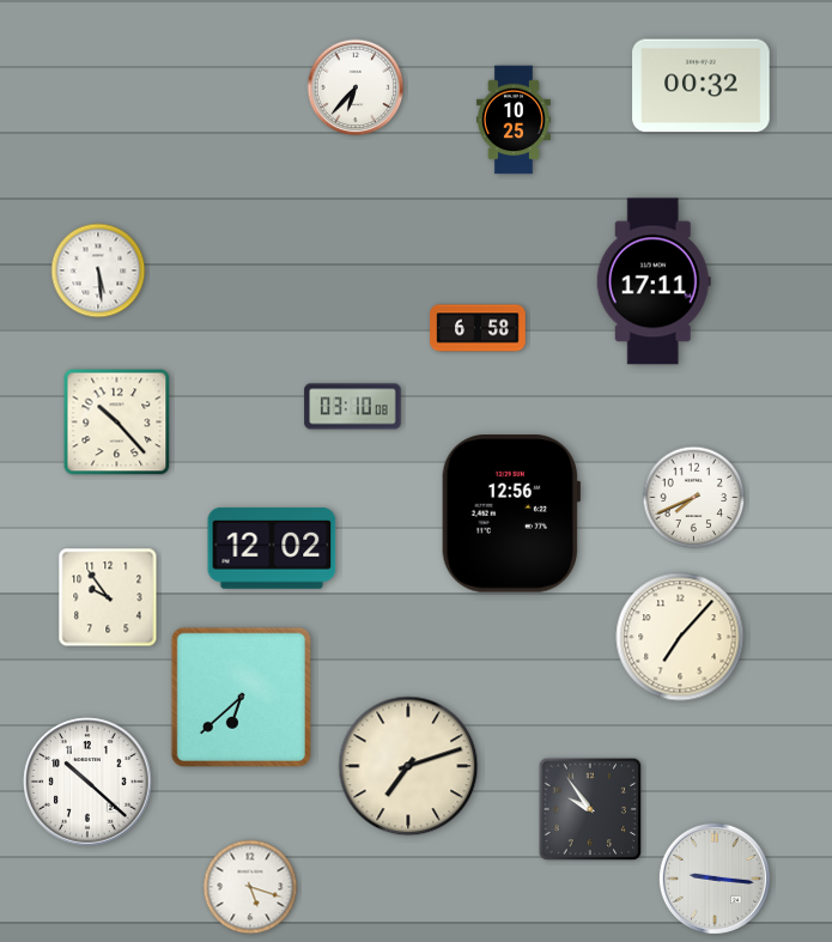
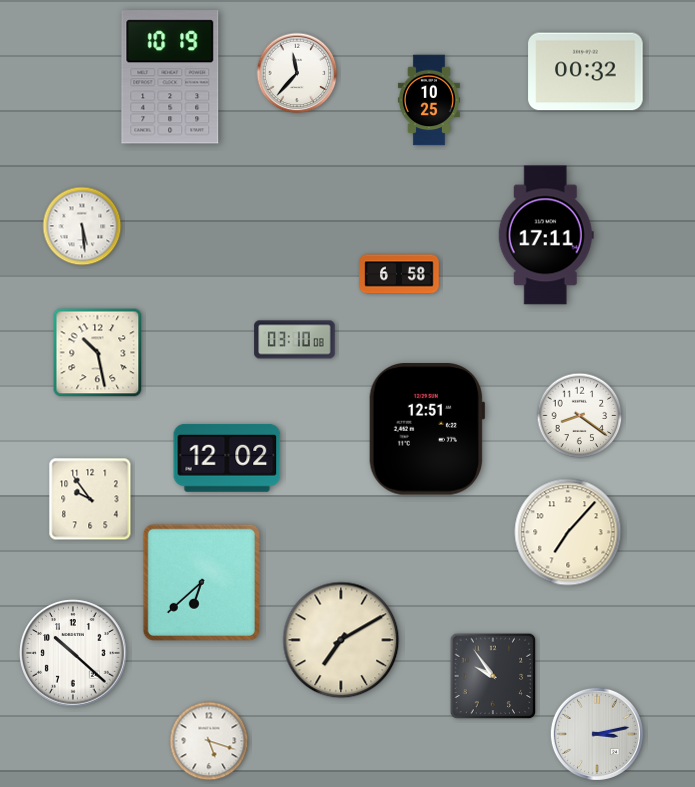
clock at (356, 87): 6:37 -> 11:37
clock at (170, 77): none -> 10:19
clock at (117, 423): 10:23 -> 10:28
clock at (694, 498): 7:41 -> 8:21
clock at (511, 515): 12:56 -> 12:51
clock at (408, 766): 7:12 -> 7:10
clock at (715, 879): 9:16 -> 3:13
